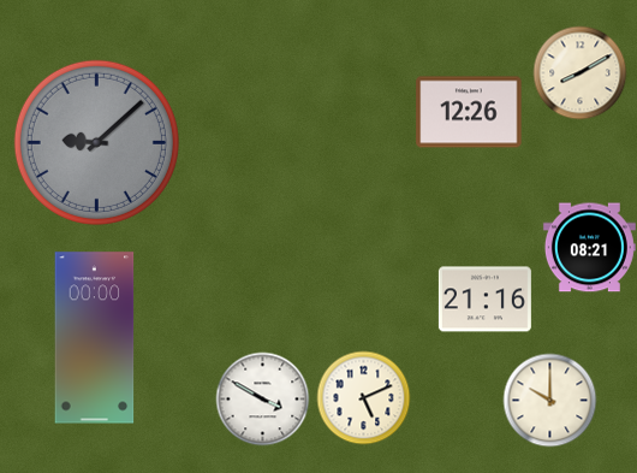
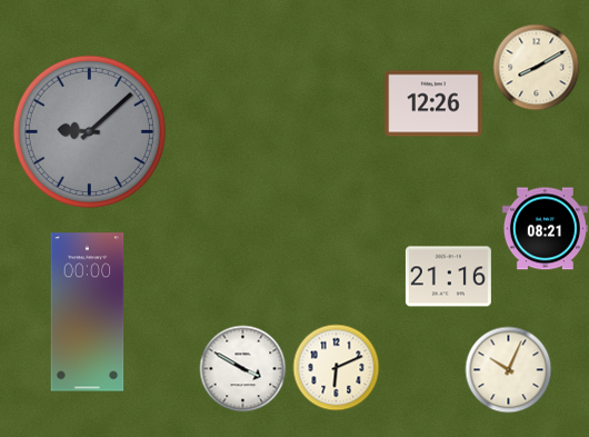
clock at (363, 397): 5:11 -> 6:11
clock at (549, 400): 10:00 -> 10:04
